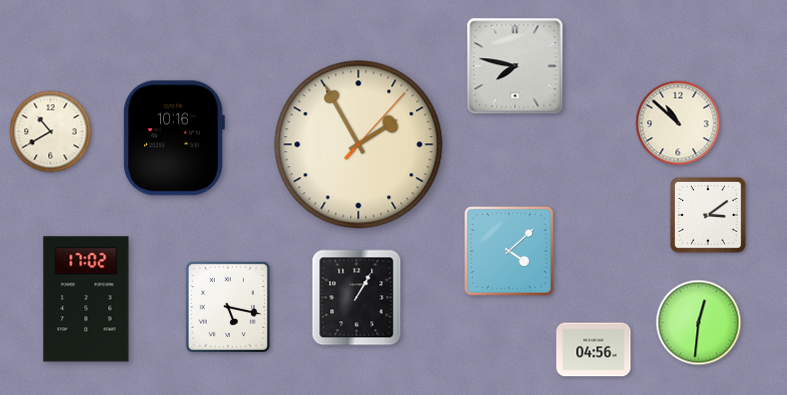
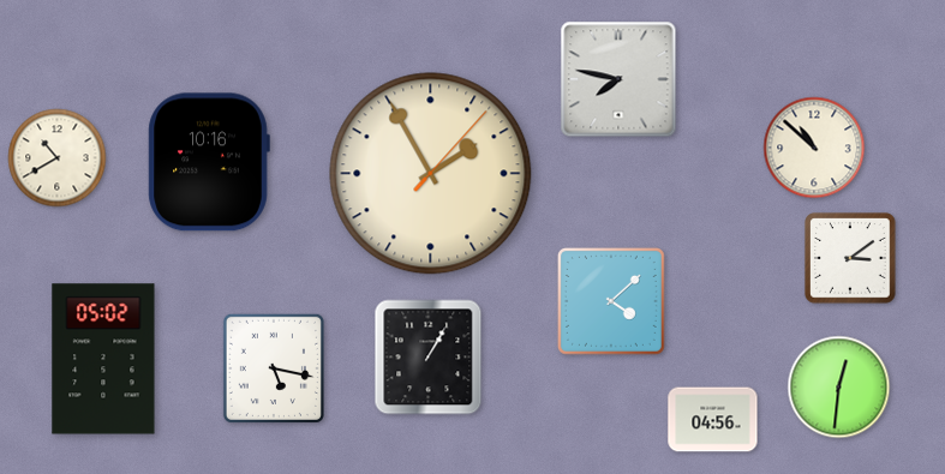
clock at (51, 132) position: (51, 132) -> (58, 158)
clock at (174, 138) position: (174, 138) -> (209, 162)
clock at (86, 299): 17:02 -> 05:02
